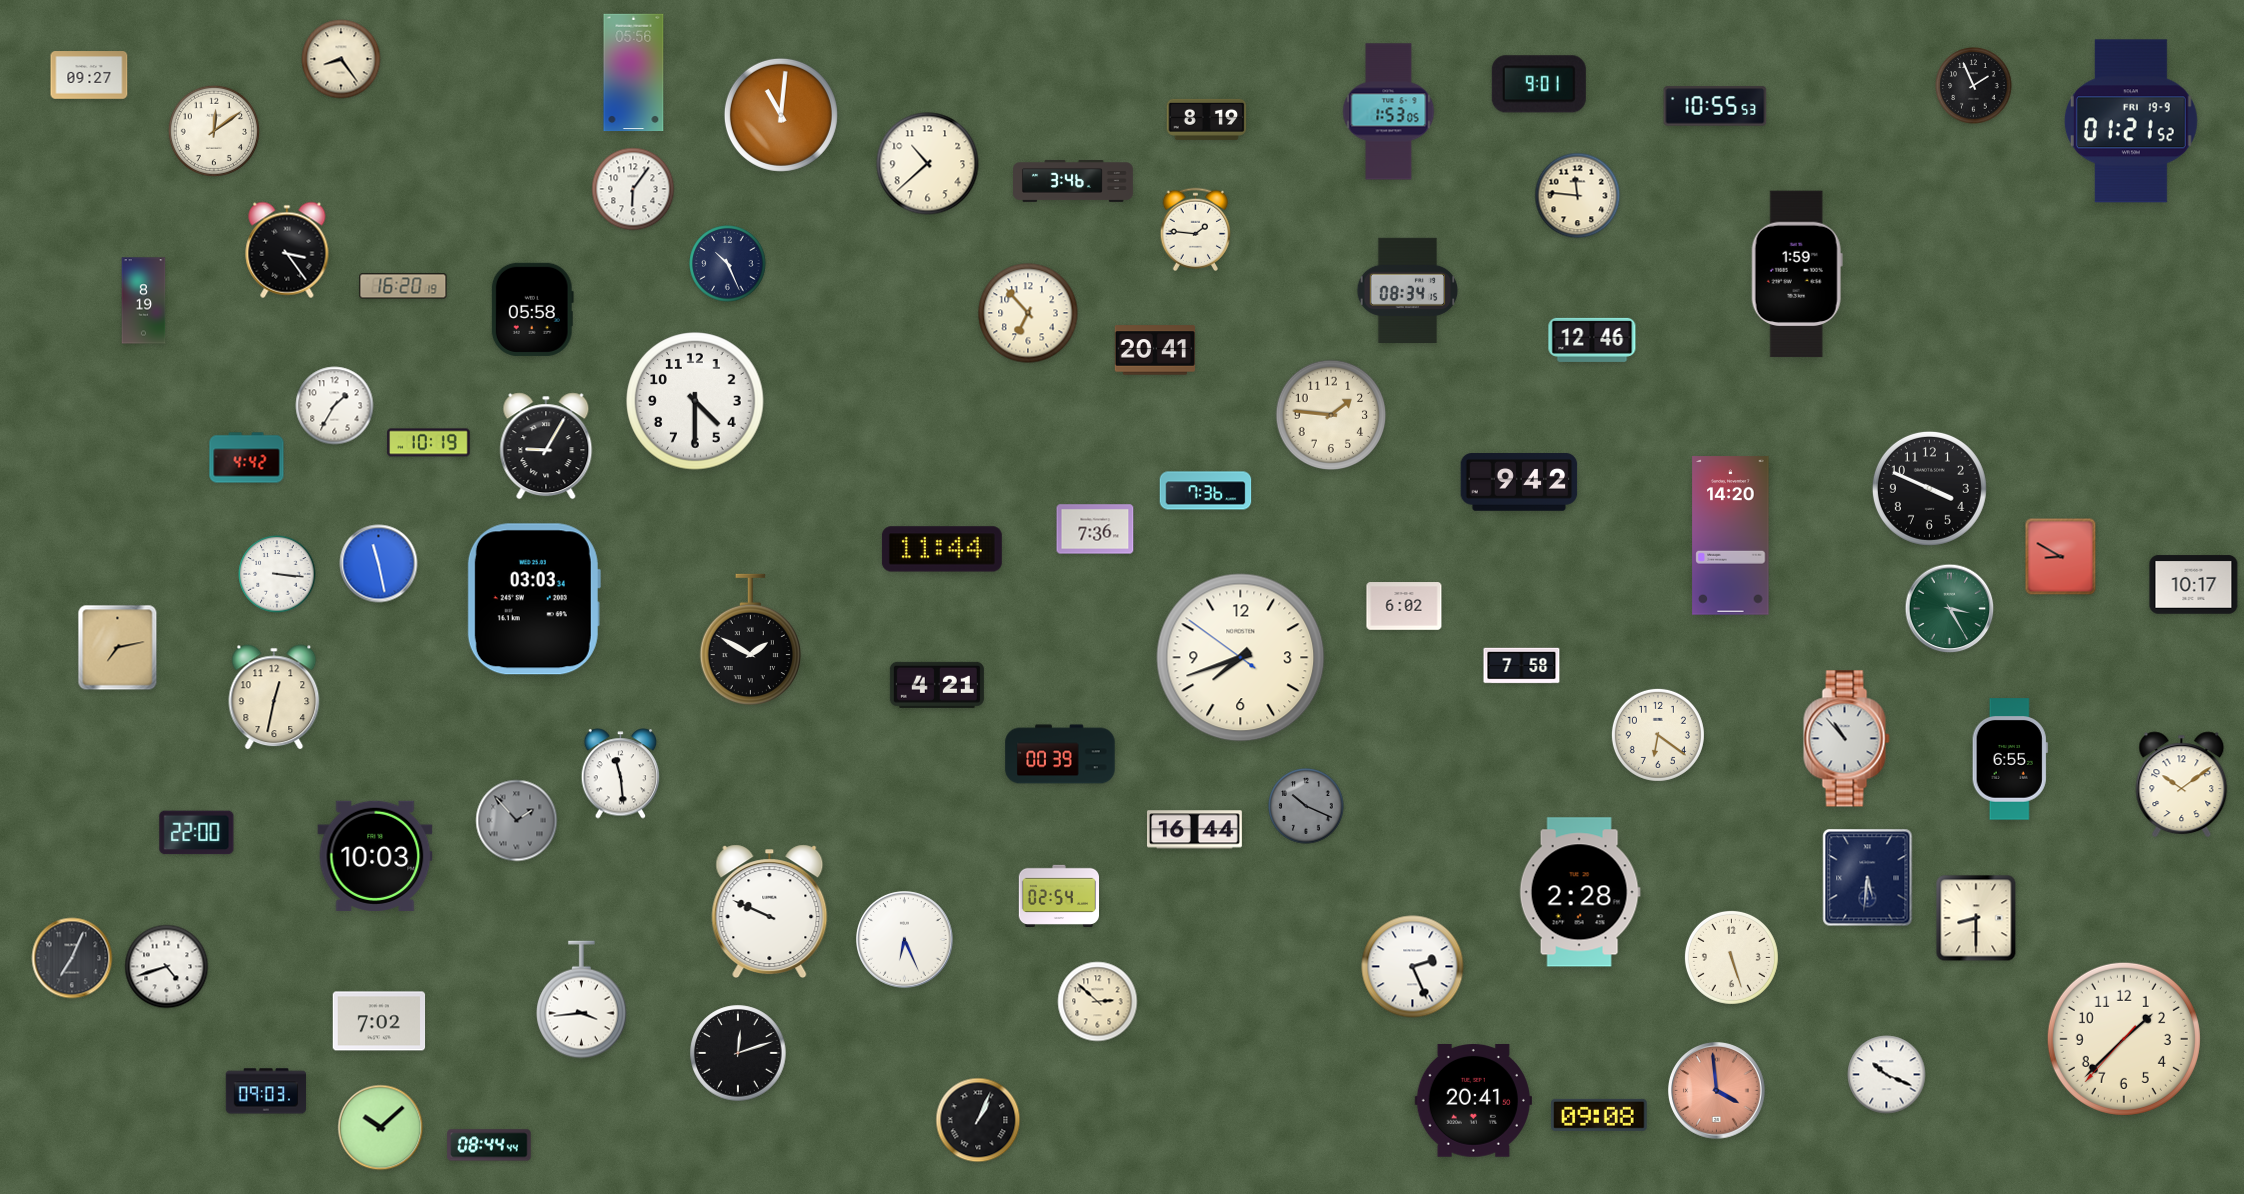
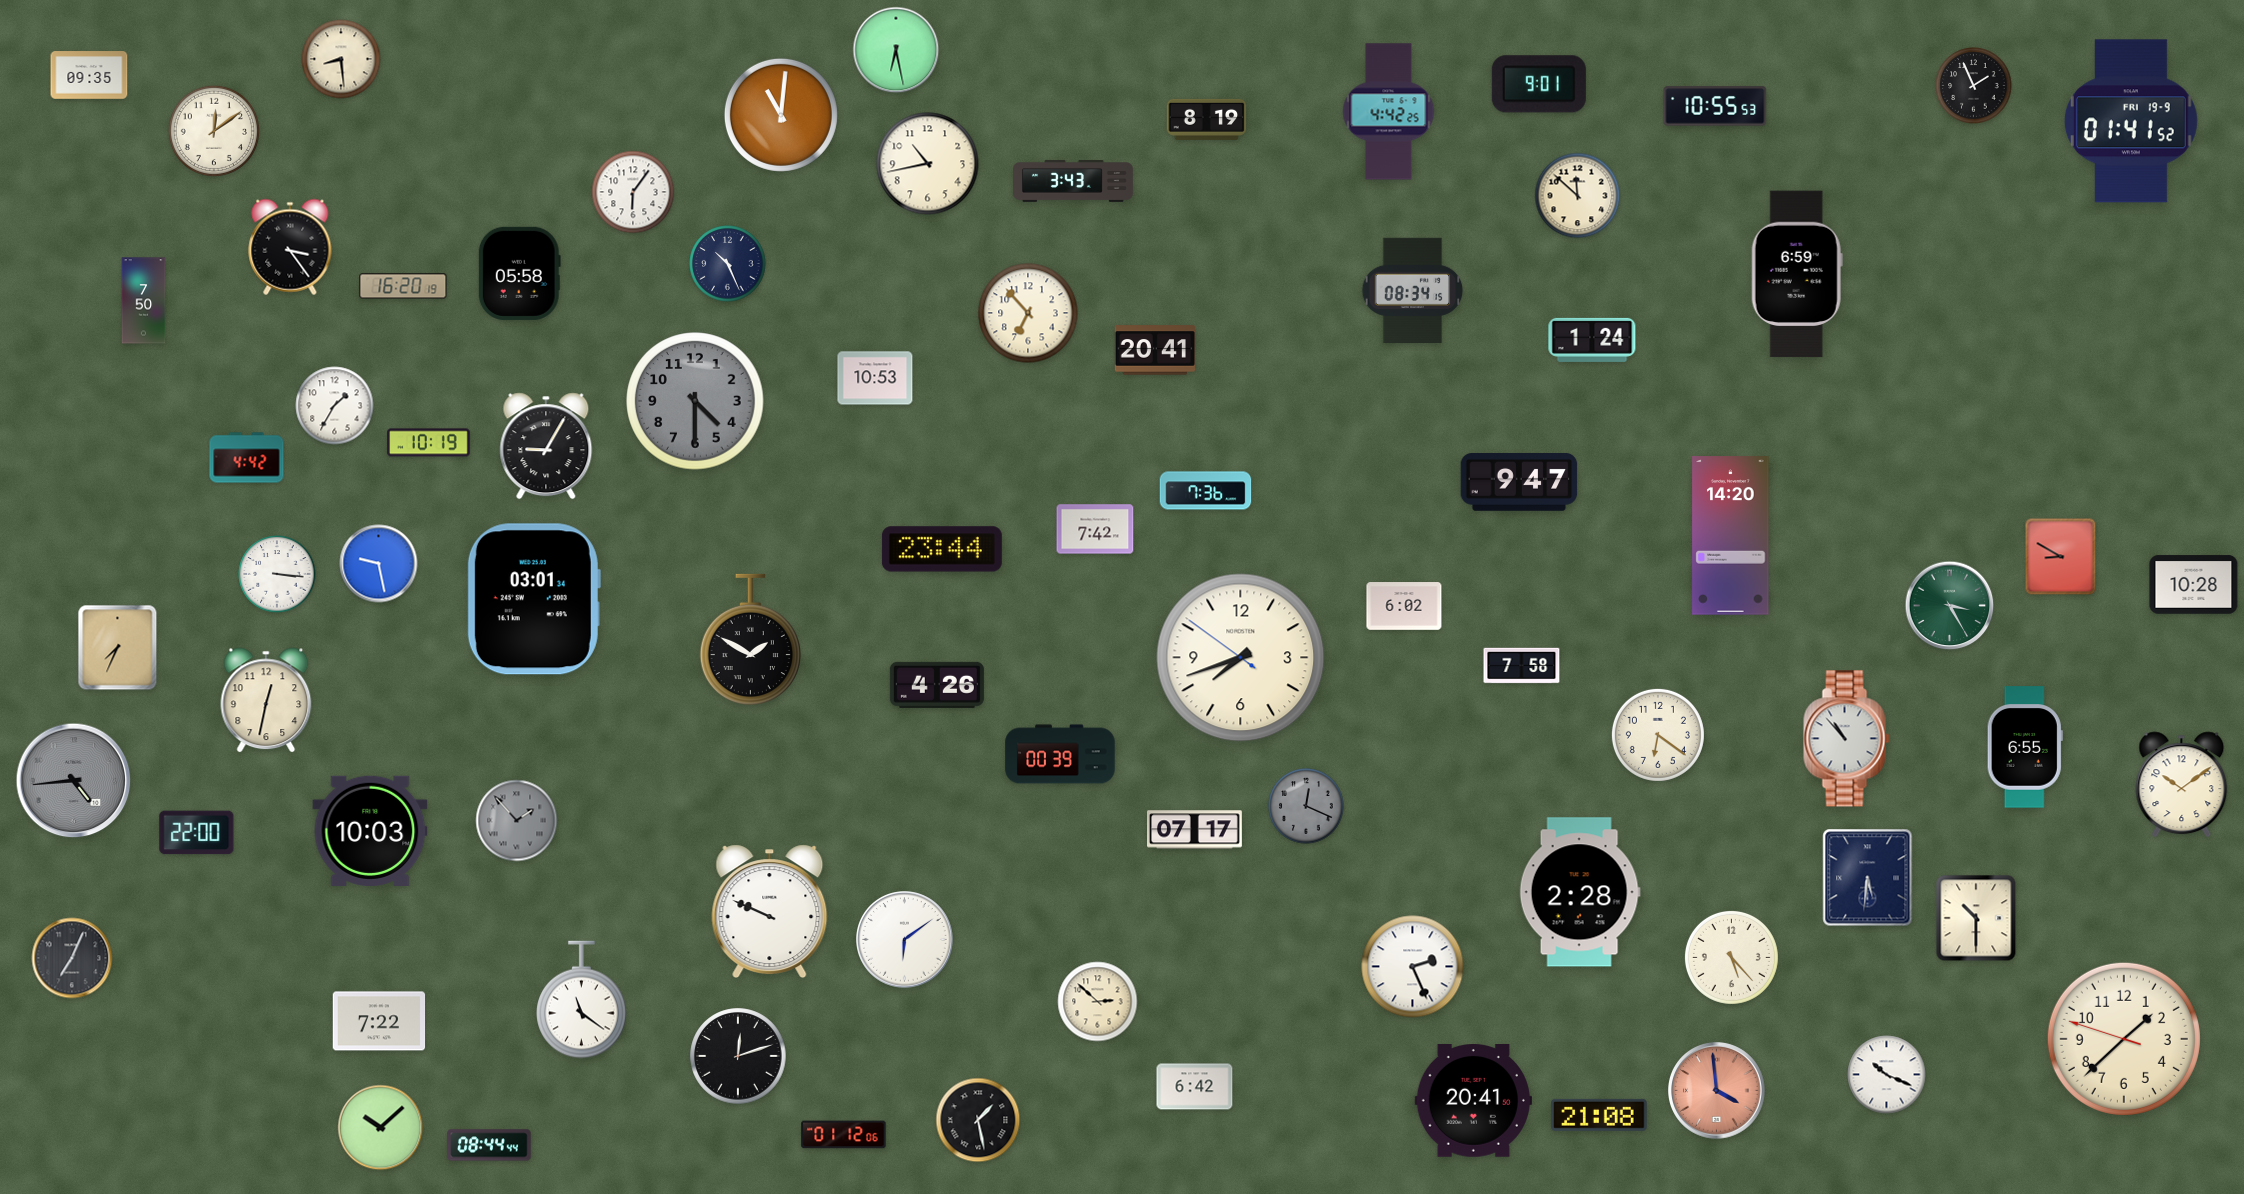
clock at (896, 50): none -> 6:28
clock at (341, 59): 8:24 -> 8:29
clock at (634, 73): 05:56 -> none
clock at (89, 75): 09:27 -> 09:35
clock at (1389, 112): 1:53 -> 4:42
clock at (2131, 121): 01:21 -> 01:41
clock at (928, 164): 10:38 -> 10:43
clock at (1074, 182): 3:46 -> 3:43
clock at (633, 189) position: (633, 189) -> (633, 192)
clock at (1578, 196): 11:46 -> 11:52
clock at (1196, 230): 1:46 -> none
clock at (287, 250) position: (287, 250) -> (290, 247)
clock at (1797, 274): 1:59 -> 6:59
clock at (1408, 290) position: (1408, 290) -> (1413, 290)
clock at (144, 301): 8:19 -> 7:50
clock at (532, 309) position: (532, 309) -> (519, 273)
clock at (1592, 340): 12:46 -> 1:24
clock at (875, 378): none -> 10:53
clock at (695, 401) dial: white -> grey
clock at (1331, 415): 1:46 -> none
clock at (1519, 482): 9:42 -> 9:47
clock at (1929, 488): 3:49 -> none
clock at (1095, 529): 7:36 -> 7:42
clock at (942, 549): 11:44 -> 23:44
clock at (379, 564): 11:28 -> 9:28
clock at (2194, 585): 10:17 -> 10:28
clock at (534, 599): 03:03 -> 03:01
clock at (1950, 609) position: (1950, 609) -> (1950, 606)
clock at (118, 648): 7:13 -> 7:34
clock at (937, 685): 4:21 -> 4:26
clock at (274, 697) position: (274, 697) -> (266, 700)
clock at (2010, 759) position: (2010, 759) -> (2025, 747)
clock at (621, 774): 11:29 -> none
clock at (74, 781): none -> 4:44
clock at (1306, 806): 10:19 -> 12:19
clock at (1195, 830): 16:44 -> 07:17
clock at (375, 856) position: (375, 856) -> (370, 831)
clock at (1059, 895): 02:54 -> none
clock at (1976, 918): 8:30 -> 10:30
clock at (905, 940): 6:26 -> 6:09
clock at (1731, 957): 5:27 -> 5:23
clock at (167, 967): 4:42 -> none
clock at (582, 1000): 3:44 -> 11:21
clock at (379, 1021): 7:02 -> 7:22
clock at (2124, 1039): 1:37:37 -> 1:37:48
clock at (738, 1053) position: (738, 1053) -> (738, 1056)
clock at (1195, 1087): none -> 6:42
clock at (265, 1091): 09:03 -> none
clock at (1600, 1115): 09:08 -> 21:08
clock at (978, 1120): 1:04 -> 1:28
clock at (844, 1135): none -> 01:12
